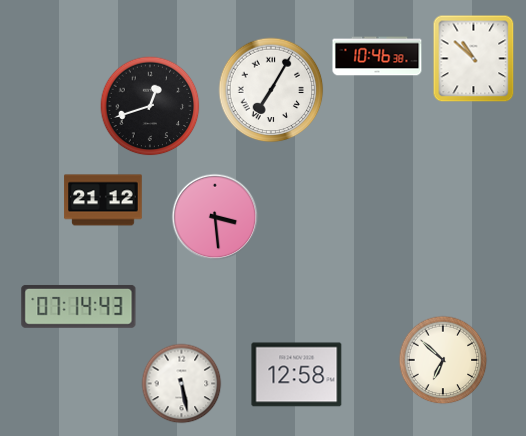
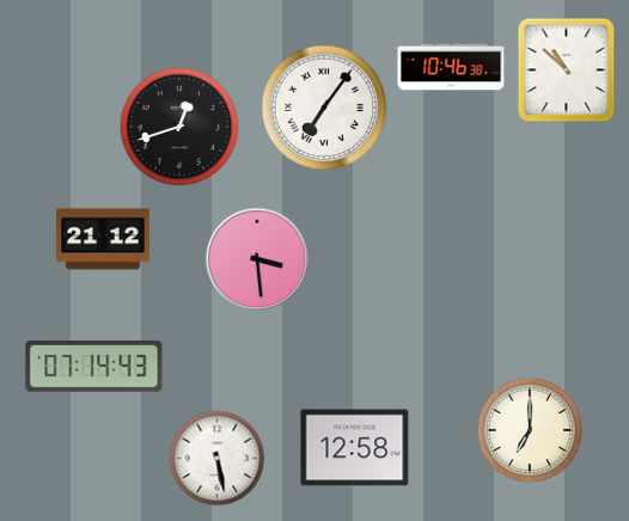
clock at (271, 90): 7:05 -> 7:06
clock at (103, 200) position: (103, 200) -> (103, 239)
clock at (443, 360): 6:52 -> 7:00
